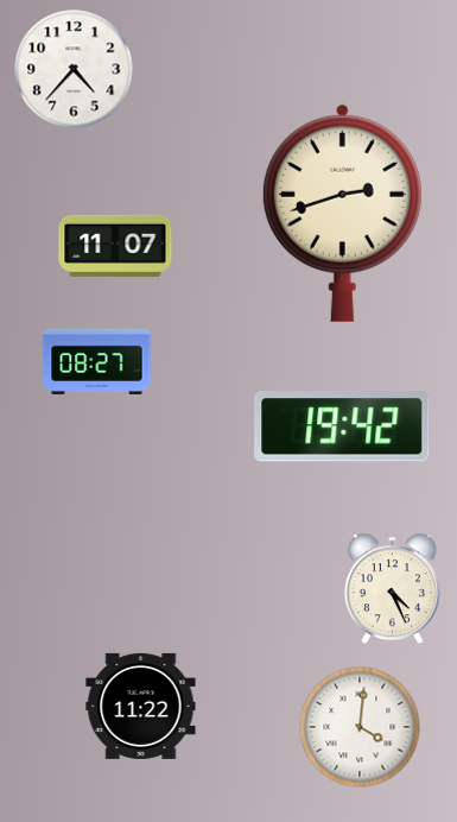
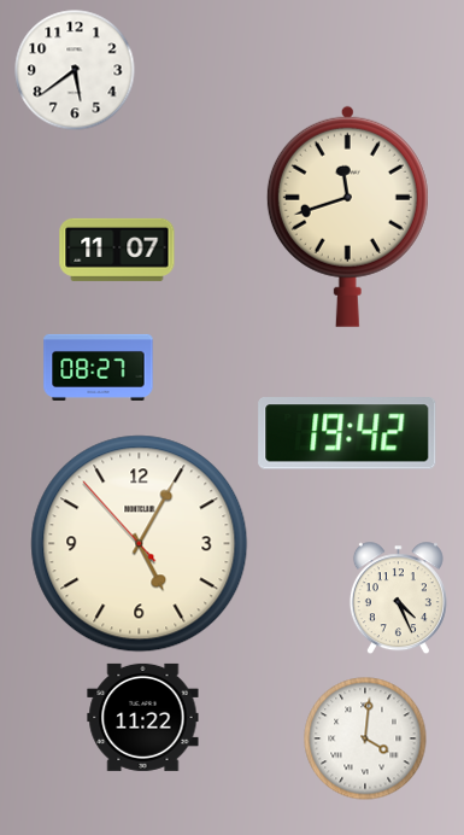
clock at (74, 69): 4:37 -> 5:39
clock at (342, 213): 2:42 -> 11:42
clock at (140, 544): none -> 5:04
